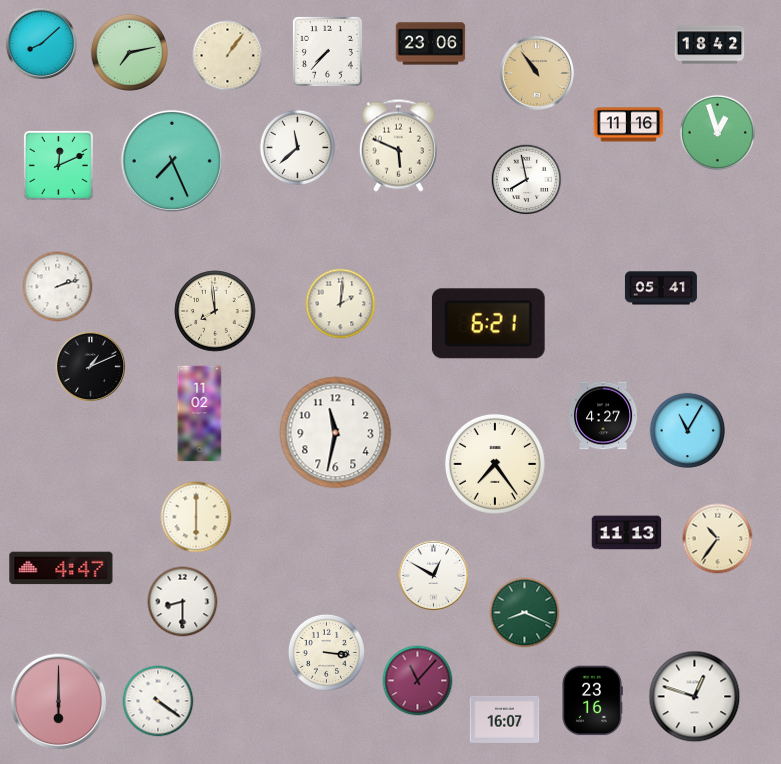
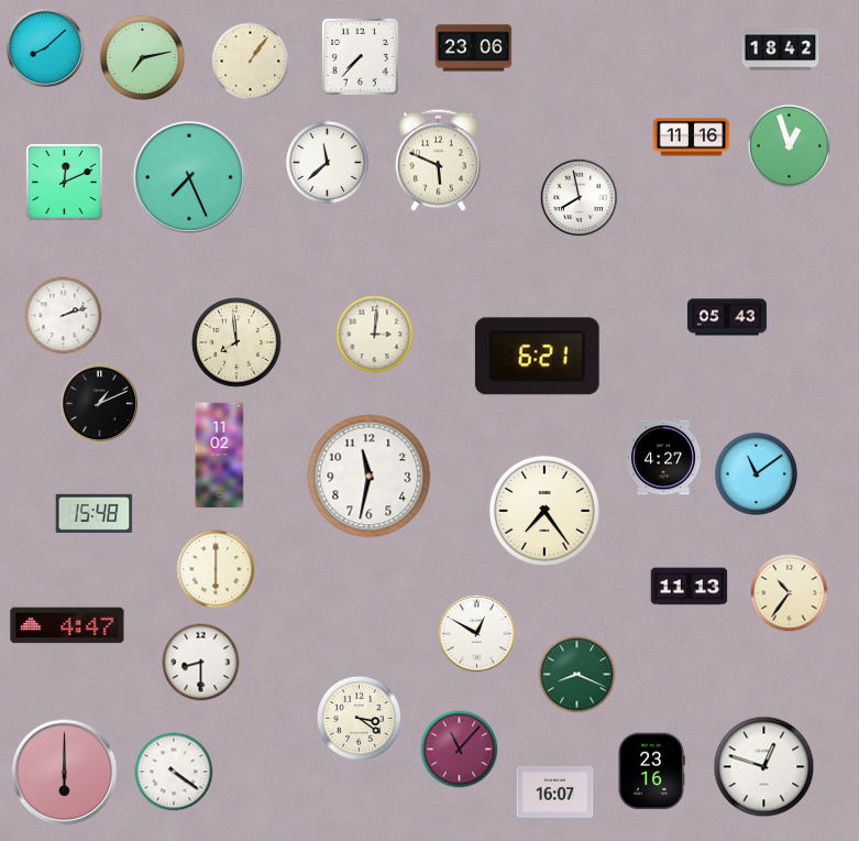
clock at (537, 73): 10:54 -> none
clock at (661, 288): 05:41 -> 05:43
clock at (341, 304): 2:01 -> 3:01
clock at (688, 431): 11:05 -> 11:09
clock at (95, 513): none -> 15:48
clock at (326, 652): 3:16 -> 3:21
